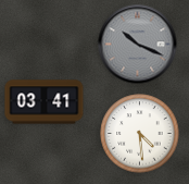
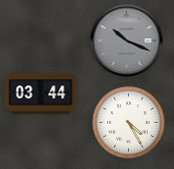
clock at (45, 102): 03:41 -> 03:44
clock at (140, 134): 4:29 -> 4:25
